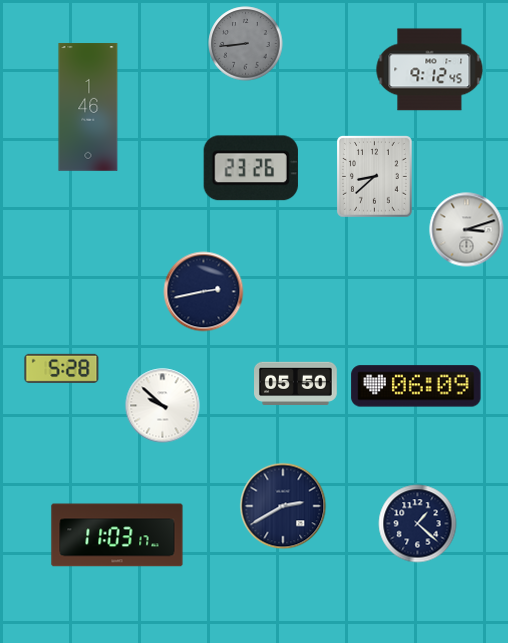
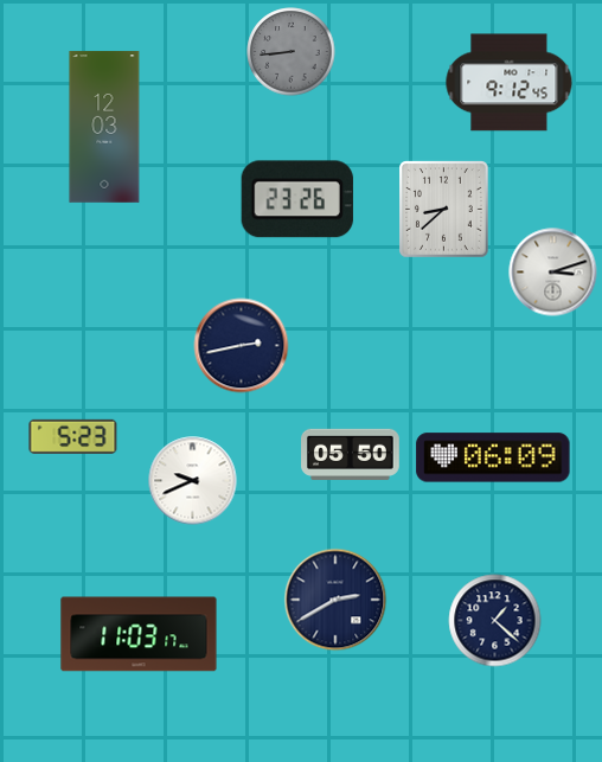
clock at (88, 107): 1:46 -> 12:03
clock at (62, 368): 5:28 -> 5:23
clock at (163, 406): 9:52 -> 9:41
